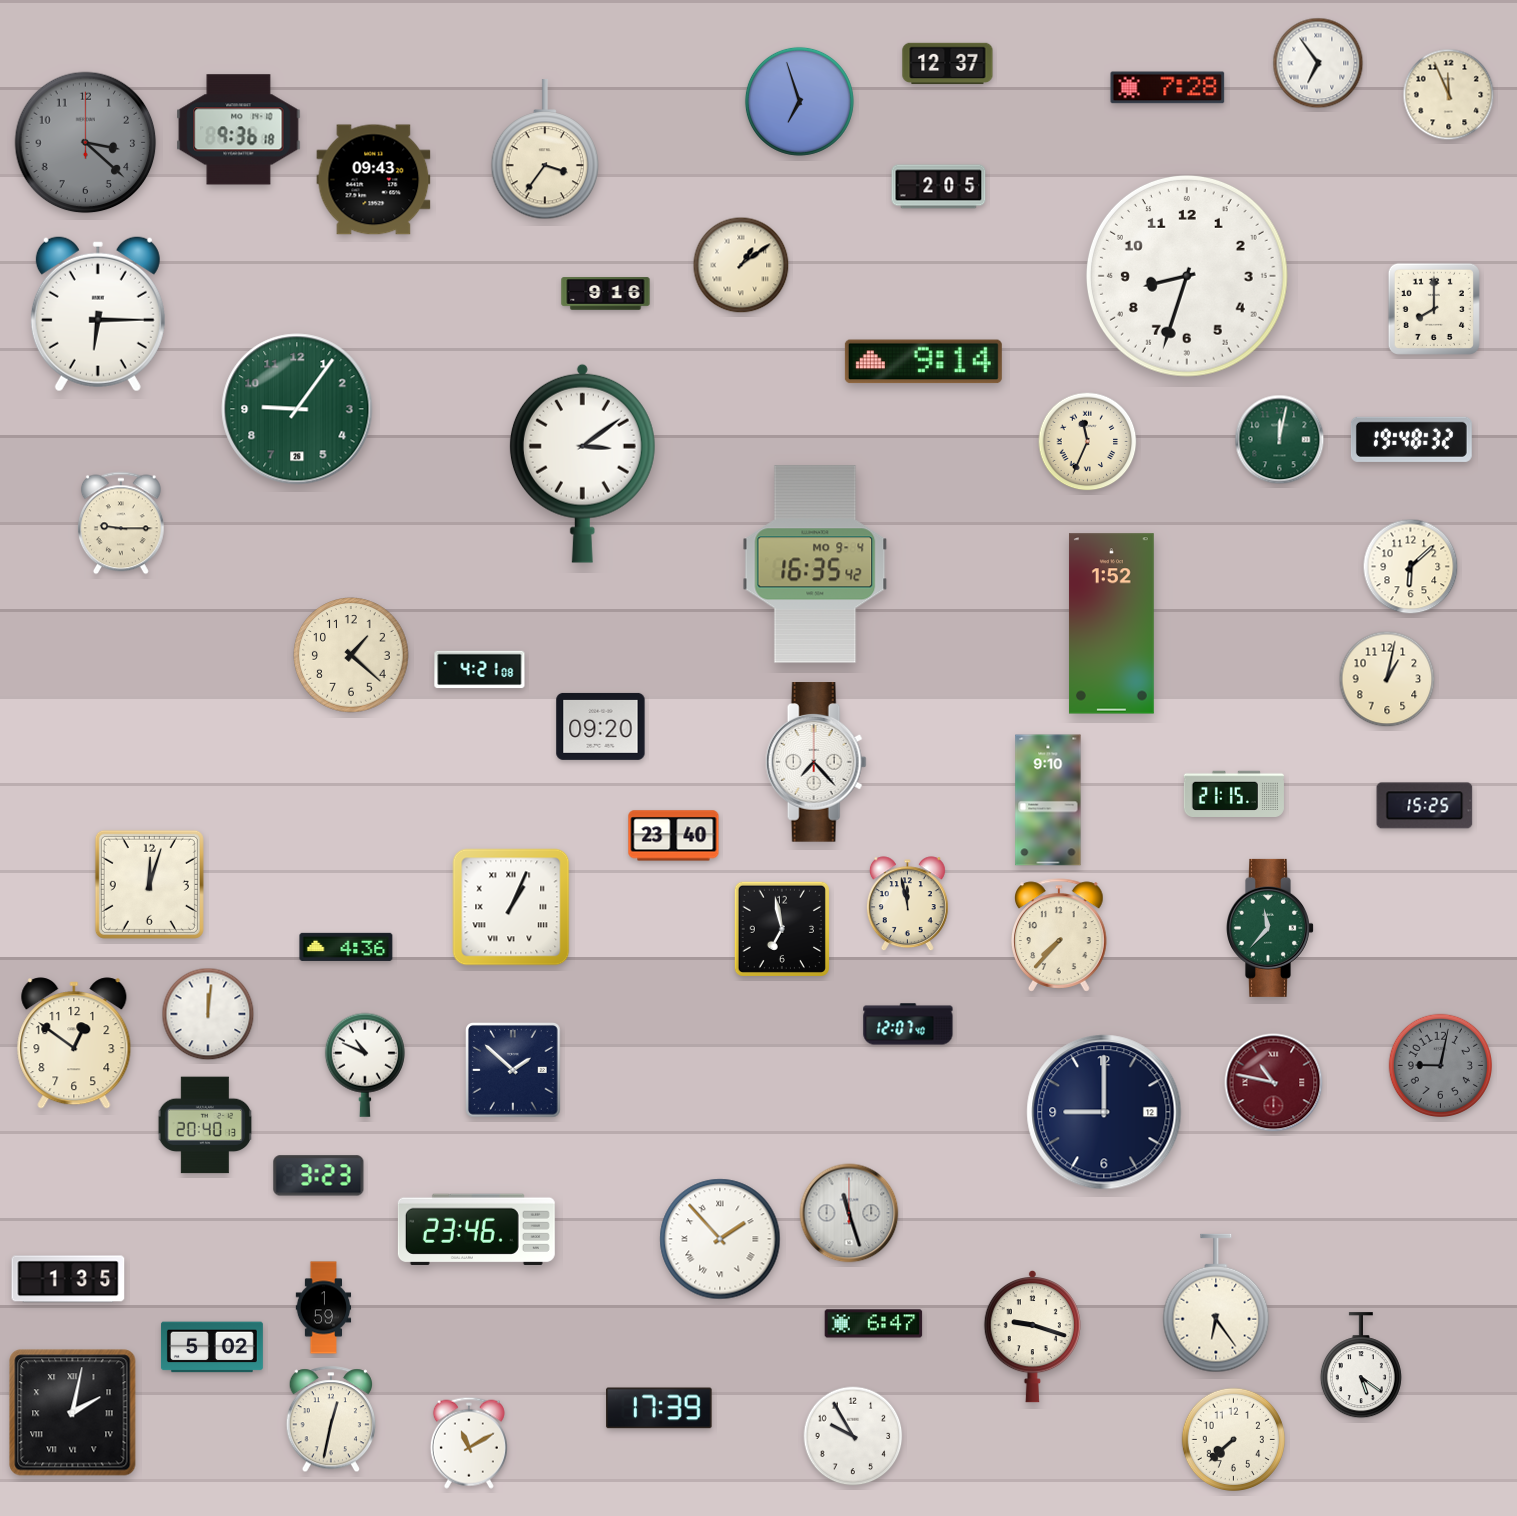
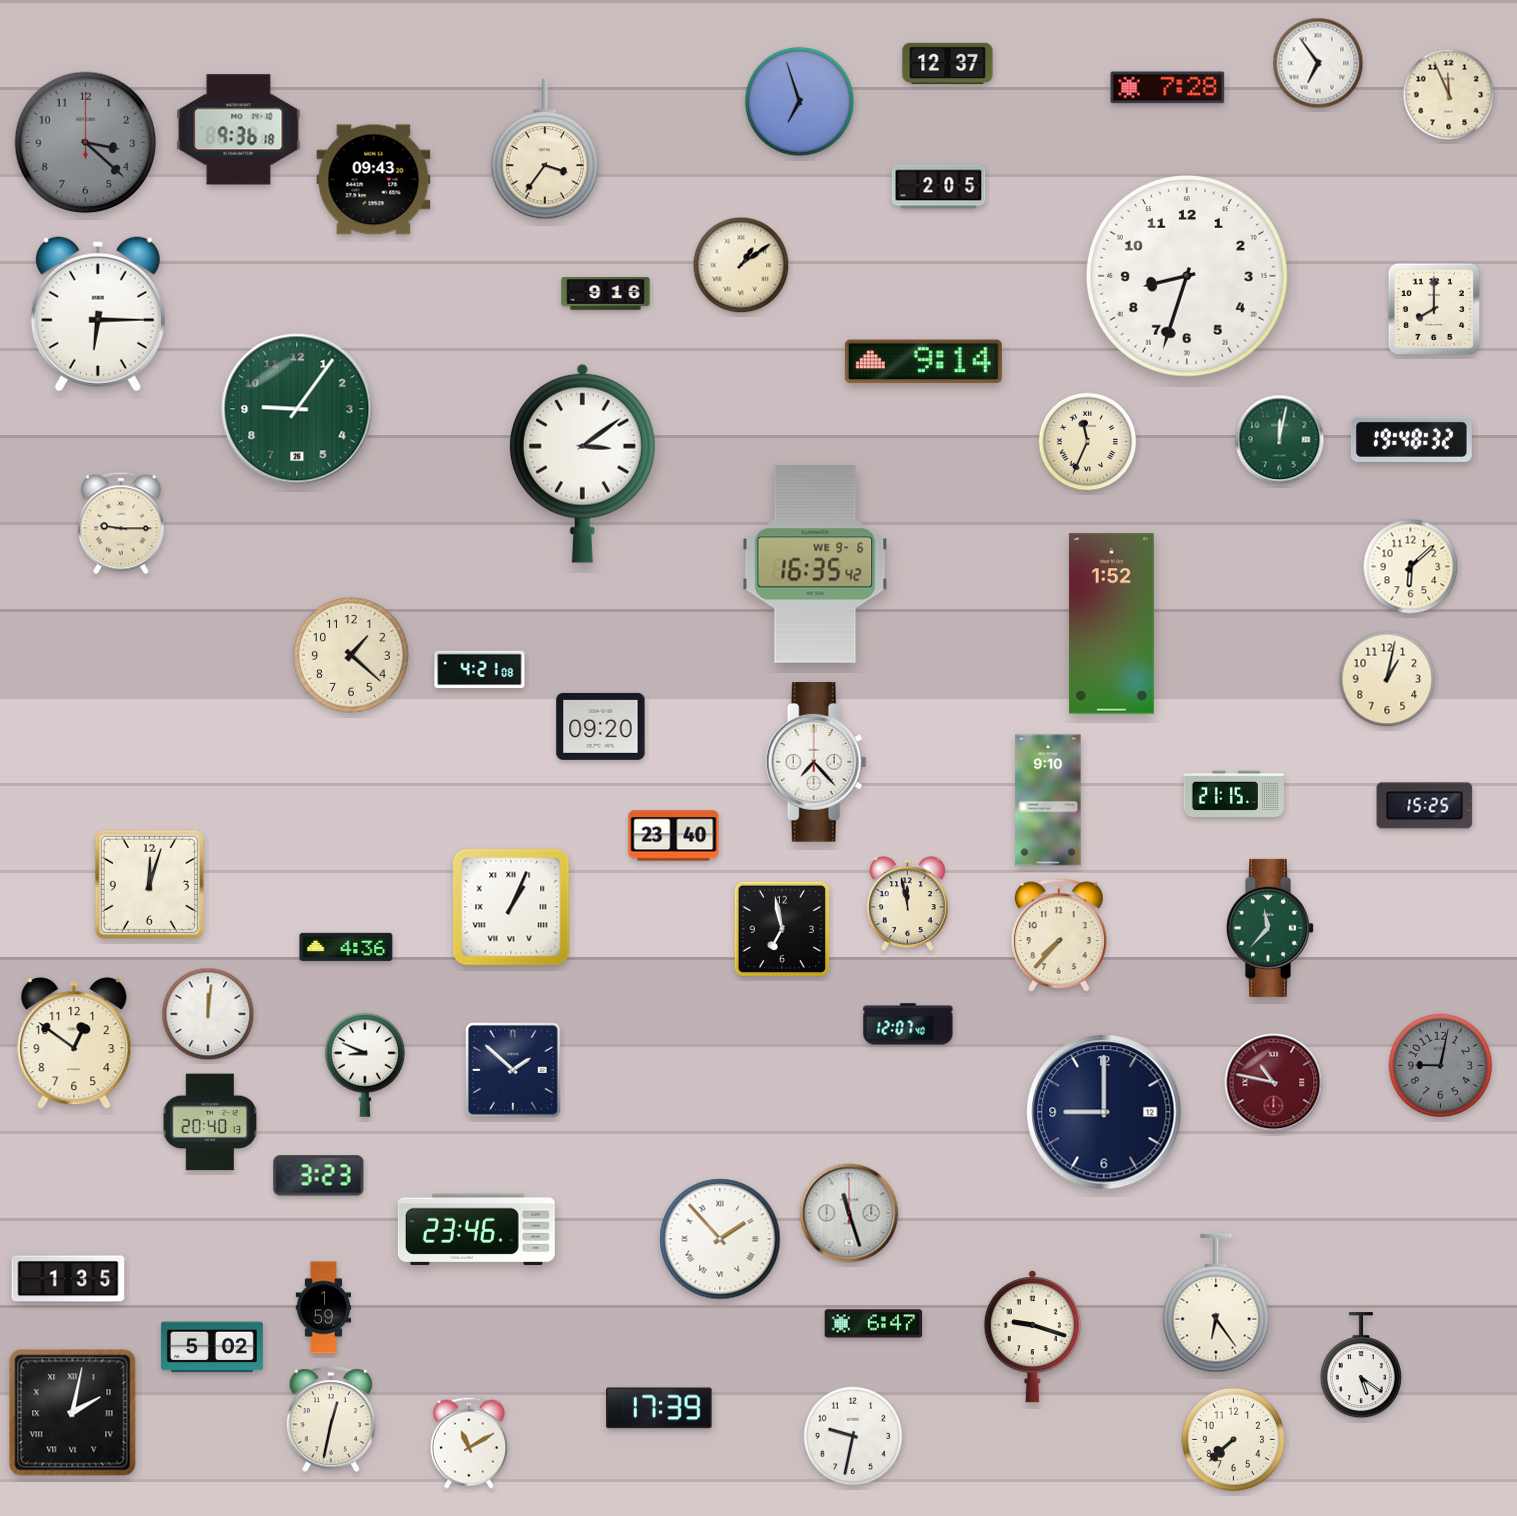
clock at (815, 564) date: MO 9-4 -> WE 9-6
clock at (365, 1065): 10:49 -> 8:49
clock at (205, 1125) position: (205, 1125) -> (210, 1122)
clock at (853, 1436): 9:55 -> 9:32
